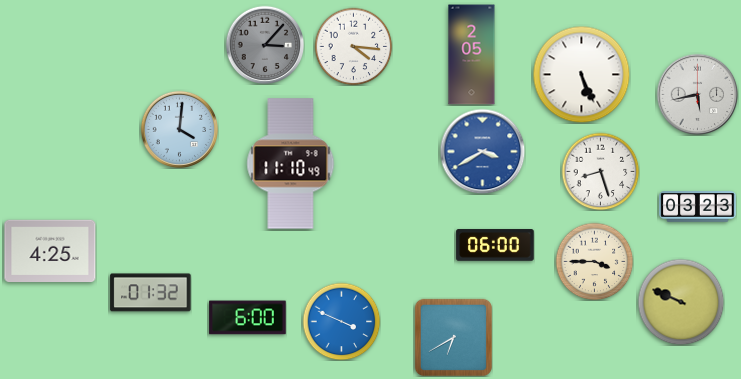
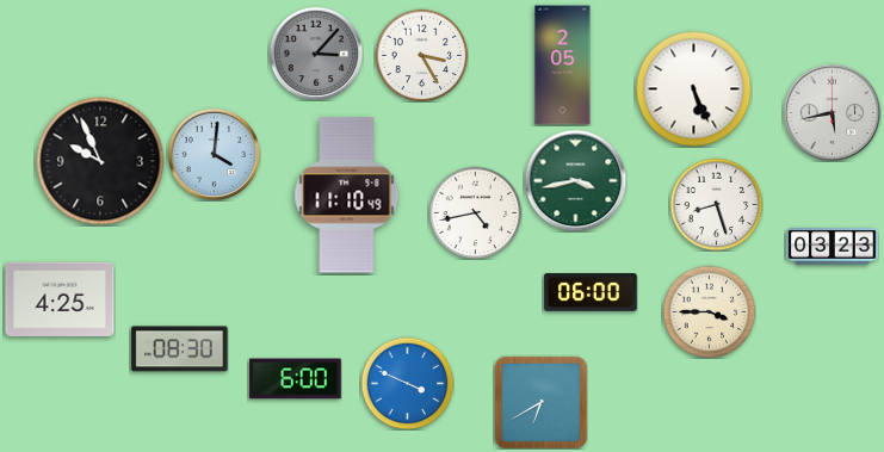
clock at (353, 46): 4:16 -> 3:25
clock at (100, 161): none -> 9:56
clock at (482, 151): 3:40 -> 3:43
clock at (482, 151) dial: blue -> green
clock at (475, 212): none -> 4:43
clock at (151, 293): 01:32 -> 08:30
clock at (681, 302): 9:49 -> none
